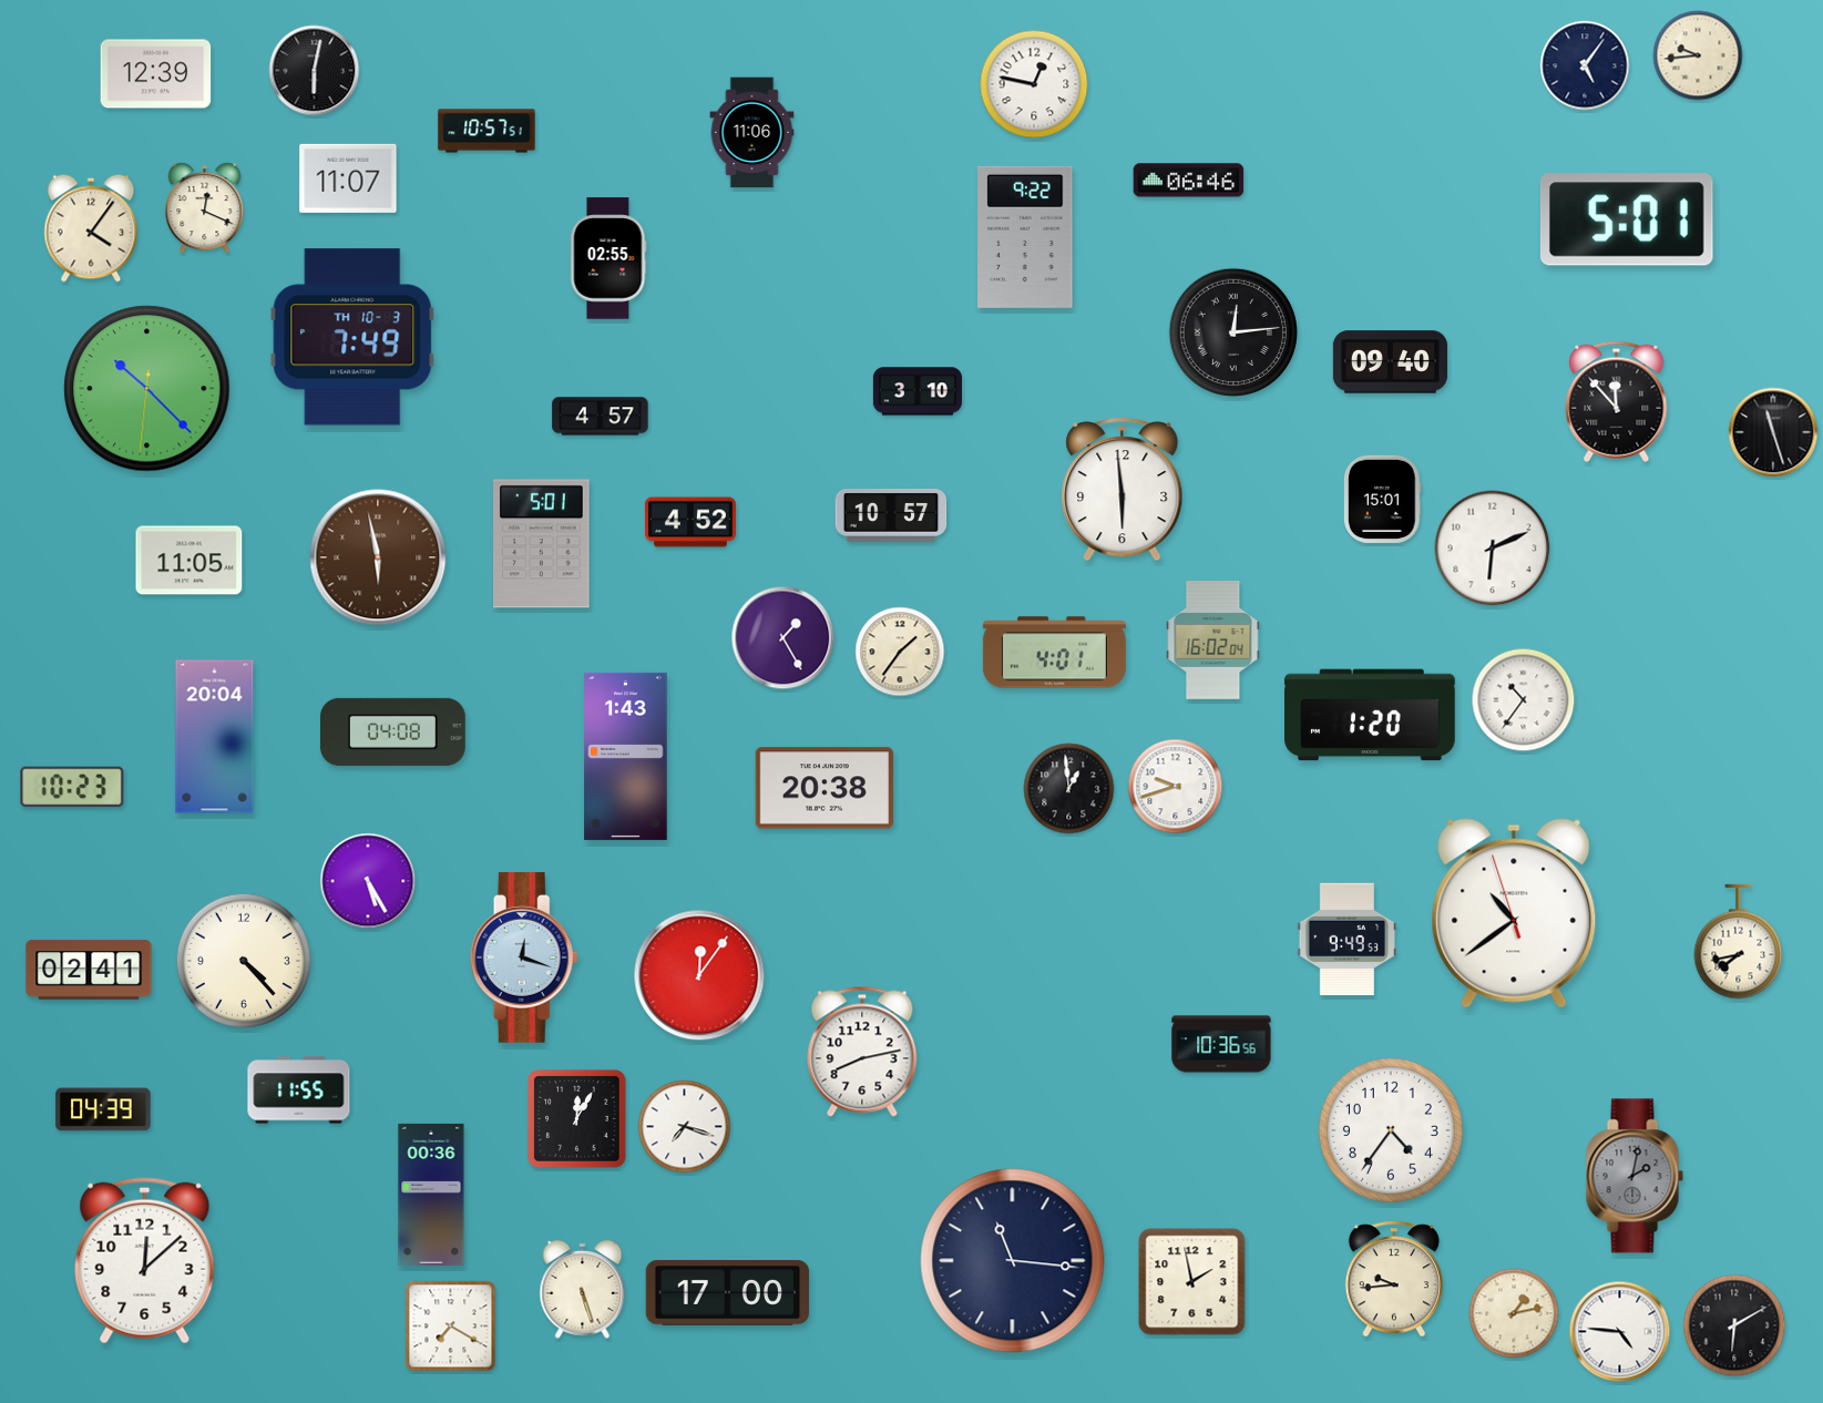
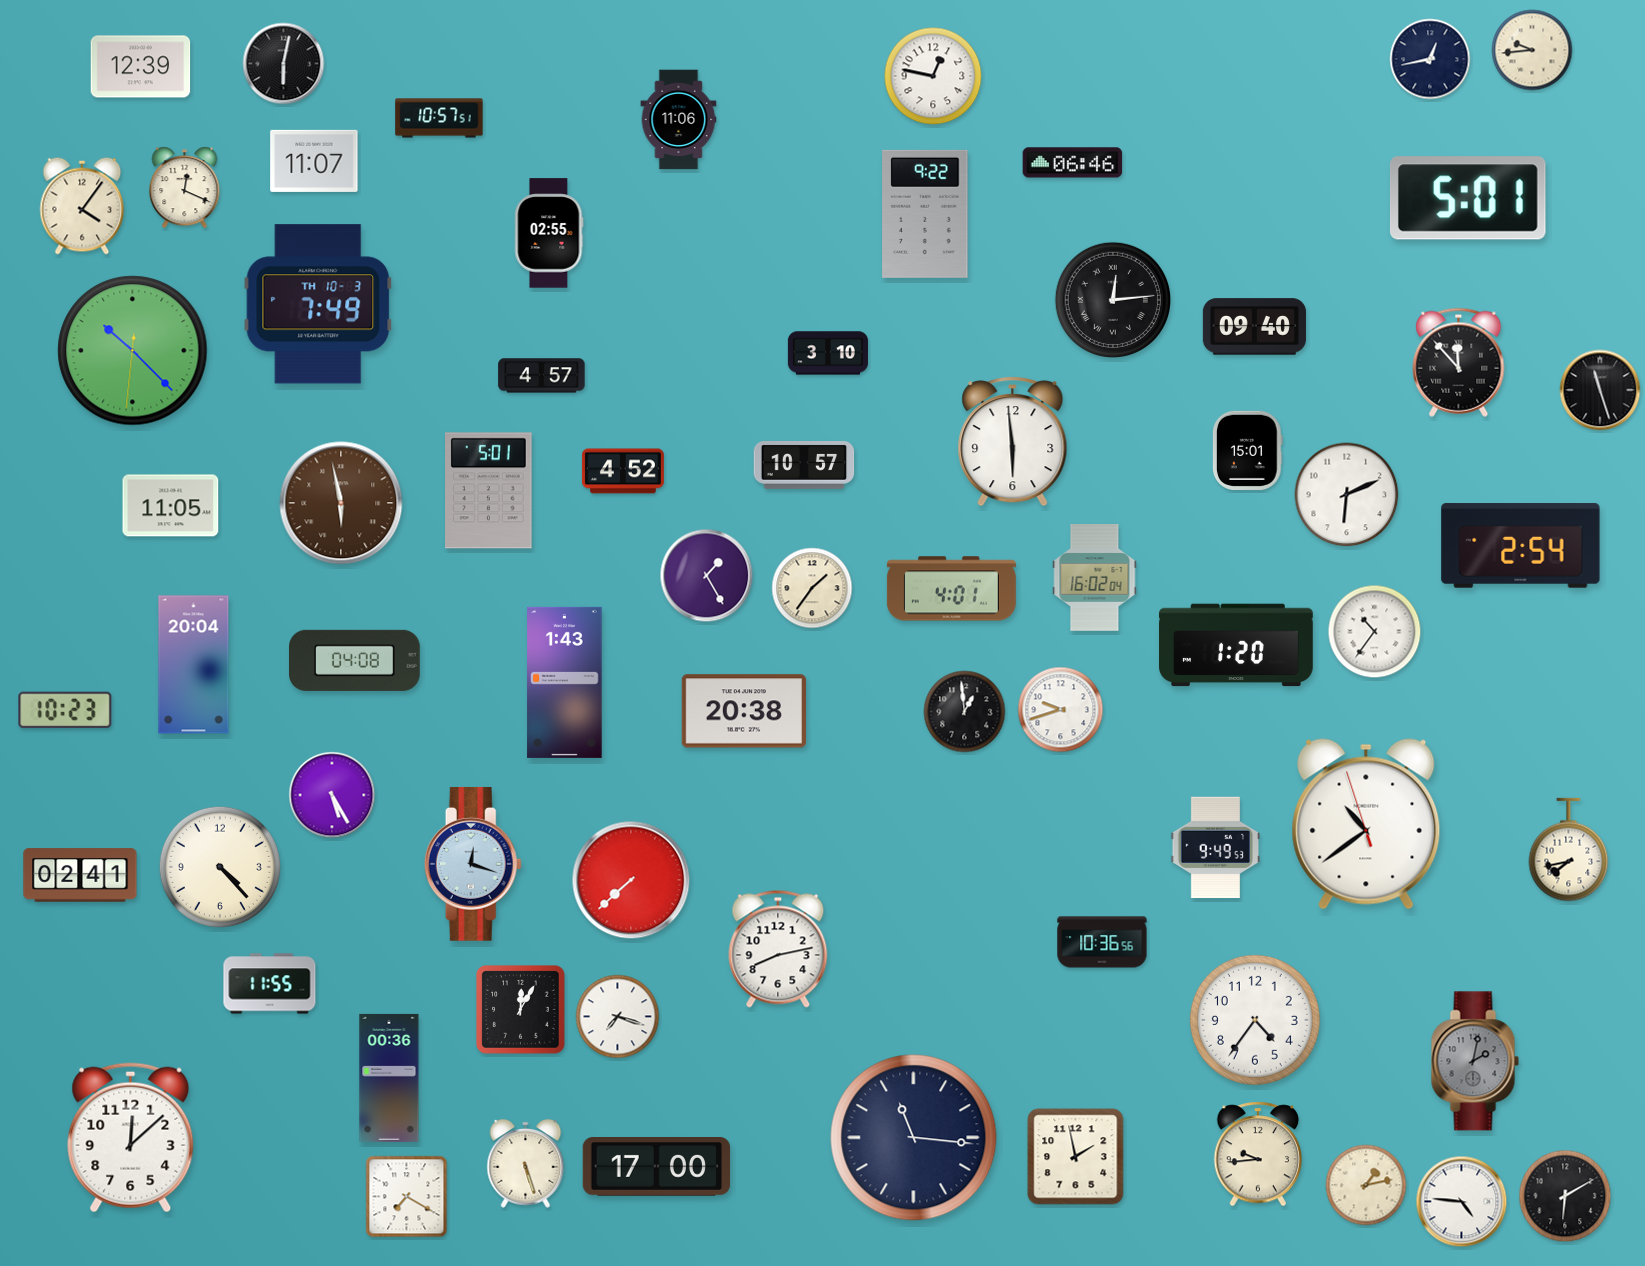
clock at (1585, 65): 5:06 -> 12:43
clock at (1521, 546): none -> 2:54
clock at (699, 975): 12:06 -> 7:38
clock at (103, 1109): 04:39 -> none
